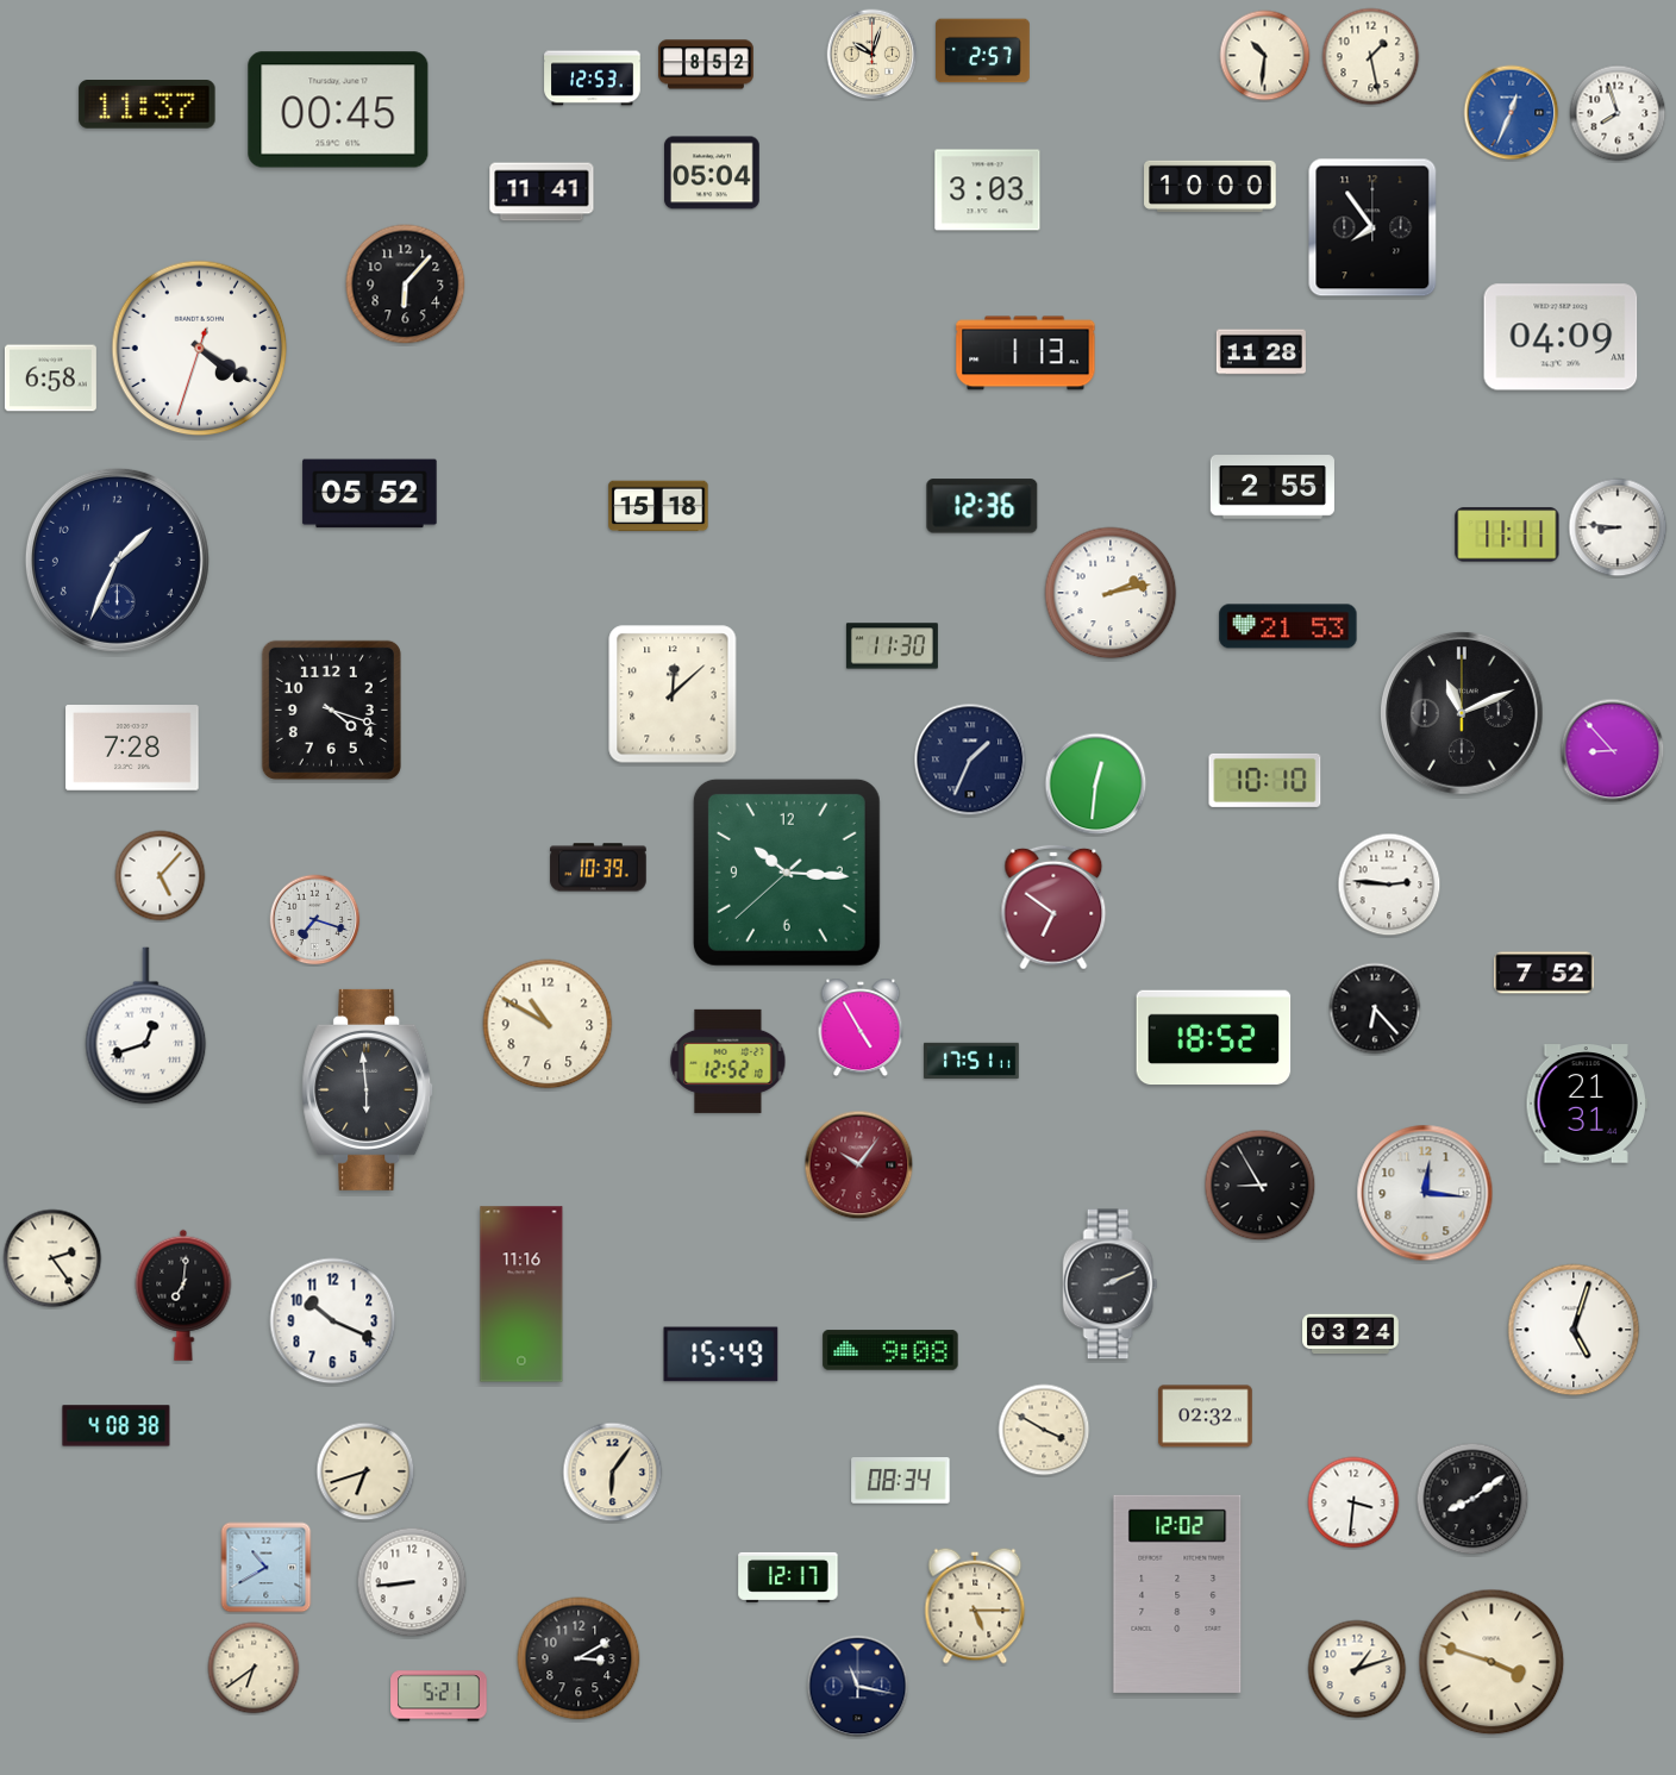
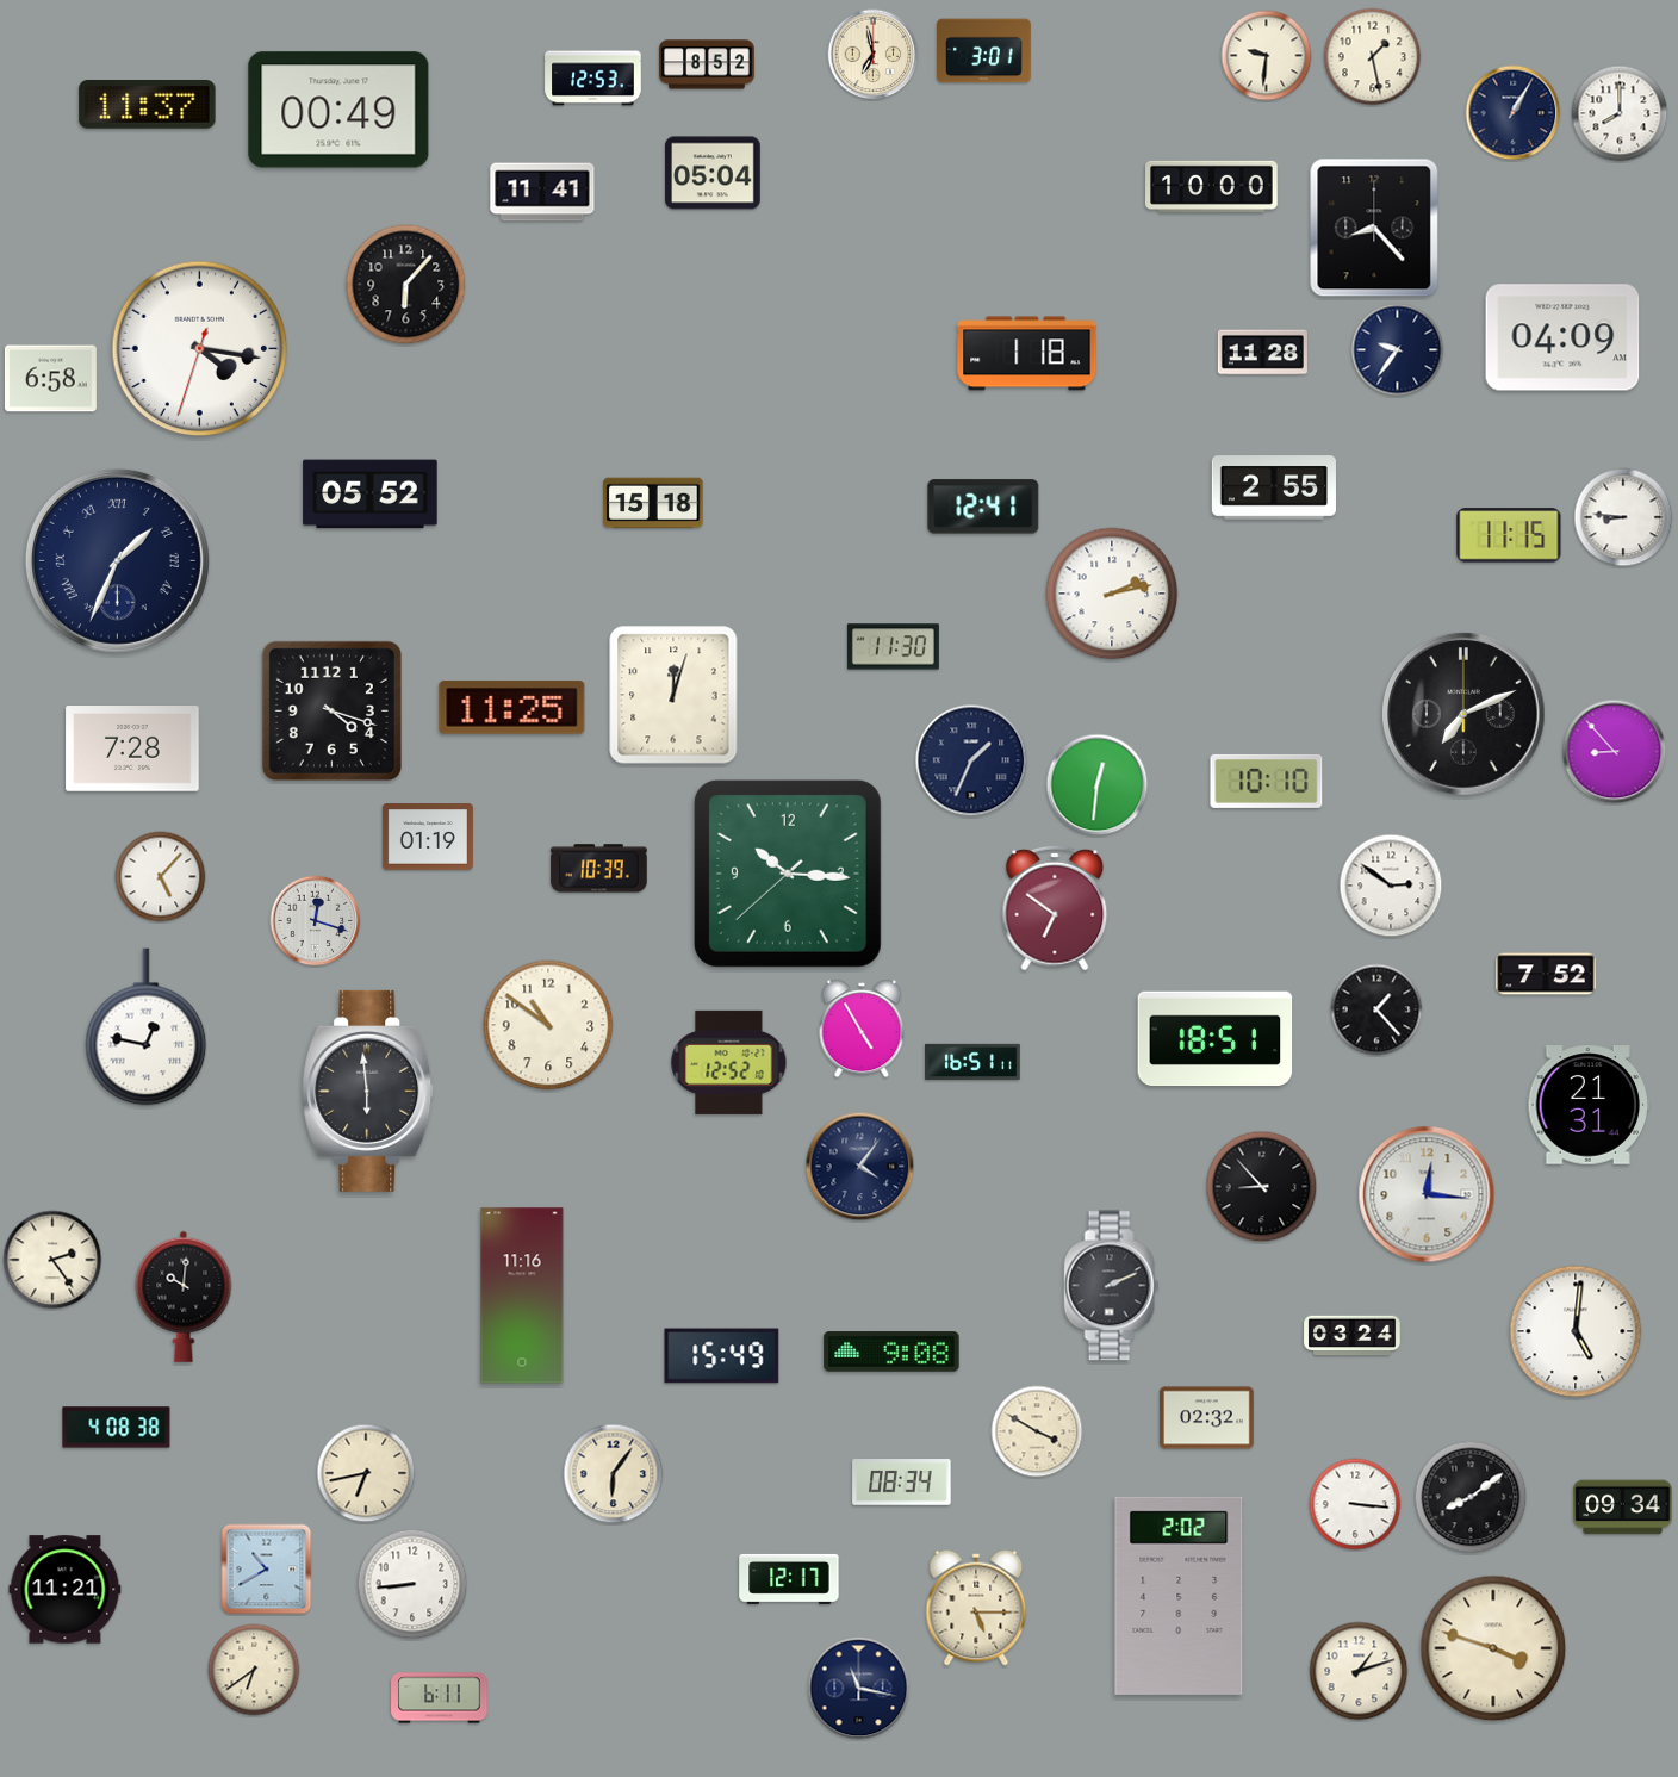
clock at (983, 51): 2:57 -> 3:01
clock at (873, 55): 10:03 -> 6:58
clock at (1265, 56): 10:31 -> 9:31
clock at (338, 110): 00:45 -> 00:49
clock at (1512, 113): 12:34 -> 1:05
clock at (1512, 113) dial: blue -> navy
clock at (1618, 113): 7:57 -> 8:00
clock at (988, 190): 3:03 -> none
clock at (1372, 227): 7:54 -> 8:23
clock at (200, 349): 4:20 -> 4:16
clock at (1398, 350): none -> 9:36
clock at (1026, 354): 1:13 -> 1:18
clock at (658, 506) position: (658, 506) -> (653, 503)
clock at (982, 506): 12:36 -> 12:41
clock at (1618, 527) position: (1618, 527) -> (1623, 517)
clock at (1507, 535): 11:11 -> 11:15
clock at (117, 560) numerals: Arabic -> Roman
clock at (1288, 626): 21:53 -> none
clock at (673, 694): 12:08 -> 12:03
clock at (512, 708): none -> 11:25
clock at (1462, 713): 11:11 -> 7:11
clock at (428, 837): none -> 01:19
clock at (1389, 885): 2:46 -> 2:51
clock at (315, 920): 7:18 -> 12:18
clock at (1375, 1008): 6:23 -> 1:23
clock at (548, 1024): 10:50 -> 10:51
clock at (146, 1026): 12:42 -> 12:47
clock at (1214, 1038): 18:52 -> 18:51
clock at (971, 1061): 17:51 -> 16:51
clock at (859, 1165): 10:06 -> 4:06
clock at (859, 1165) dial: burgundy -> navy
clock at (1261, 1186): 8:55 -> 8:53
clock at (183, 1295): 7:01 -> 10:01
clock at (333, 1321): 10:19 -> none
clock at (1574, 1330): 5:03 -> 5:01
clock at (1044, 1430) position: (1044, 1430) -> (1037, 1431)
clock at (365, 1471): 6:42 -> 6:43
clock at (1472, 1499) position: (1472, 1499) -> (1471, 1497)
clock at (1353, 1502): 3:31 -> 3:16
clock at (1623, 1508): none -> 09:34
clock at (66, 1590): none -> 11:21
clock at (1177, 1594): 12:02 -> 2:02
clock at (579, 1658): 3:10 -> none
clock at (1491, 1662) position: (1491, 1662) -> (1493, 1648)
clock at (439, 1696): 5:21 -> 6:11
